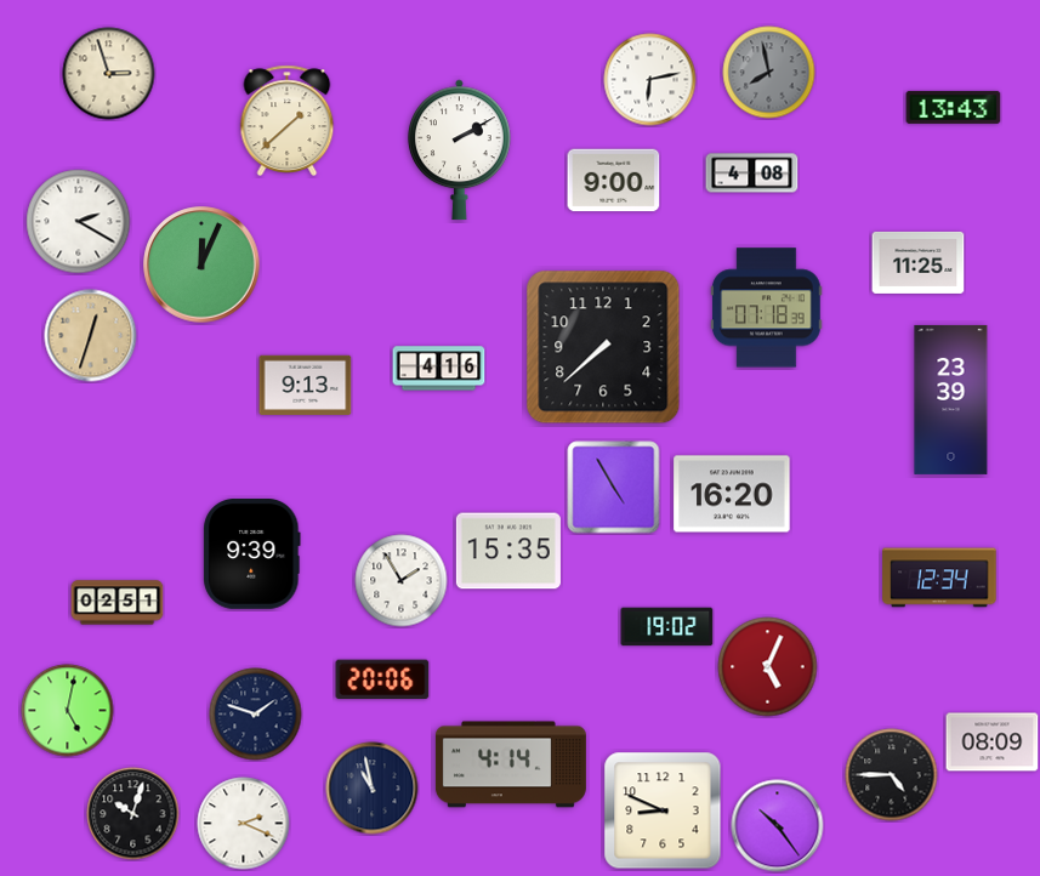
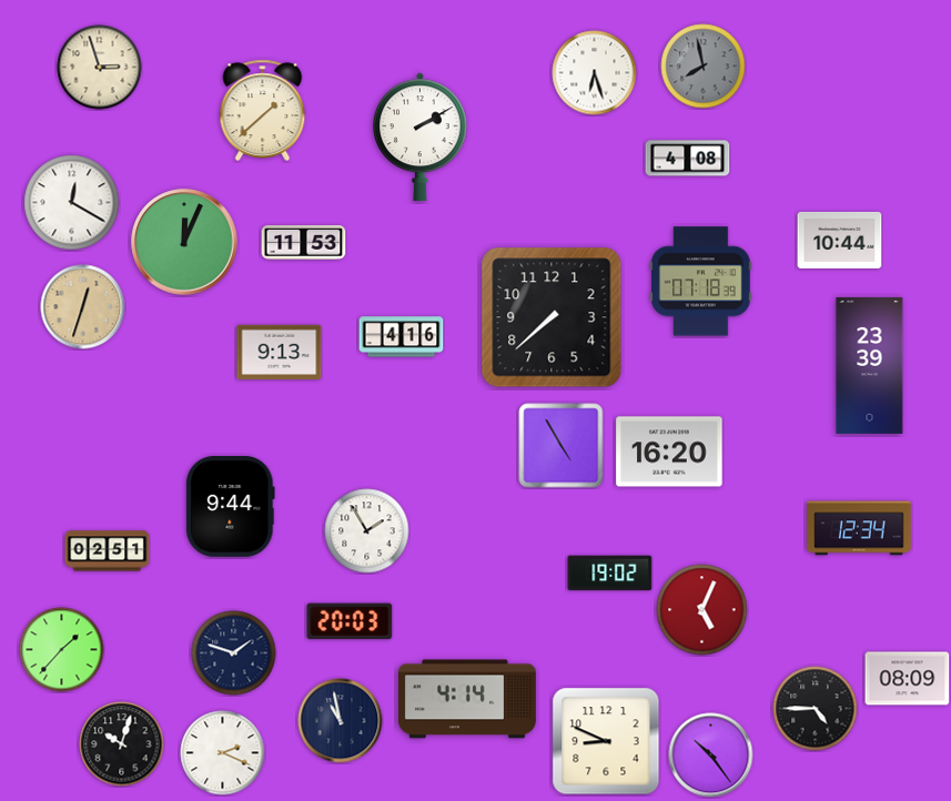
clock at (650, 80): 6:13 -> 6:27
clock at (954, 107): 13:43 -> none
clock at (614, 181): 9:00 -> none
clock at (79, 222): 2:20 -> 12:20
clock at (919, 262): 11:25 -> 10:44
clock at (304, 243): none -> 11:53
clock at (508, 551): 15:35 -> none
clock at (252, 554): 9:39 -> 9:44
clock at (382, 679): 20:06 -> 20:03
clock at (68, 711): 5:02 -> 1:37
